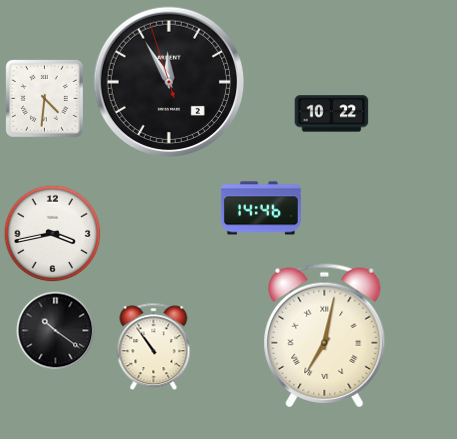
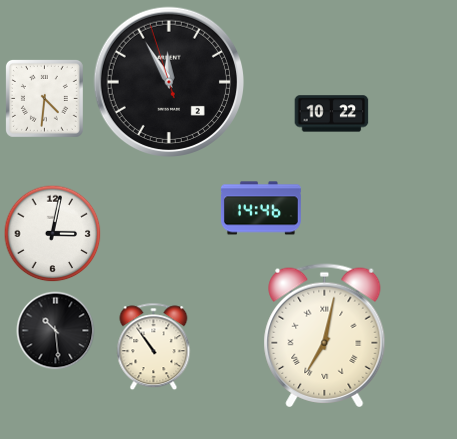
clock at (53, 234): 3:43 -> 3:02
clock at (56, 331): 10:21 -> 10:29
